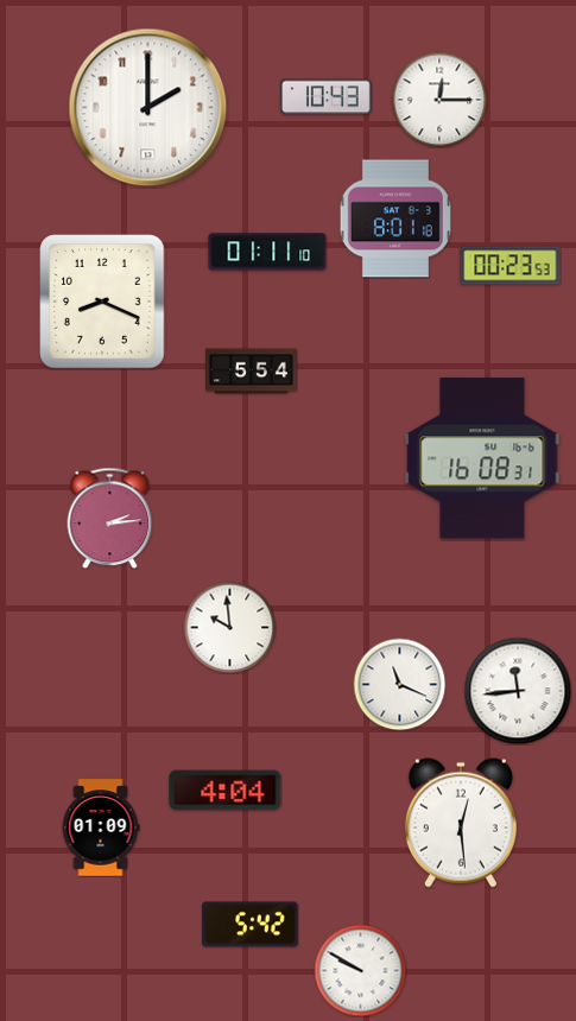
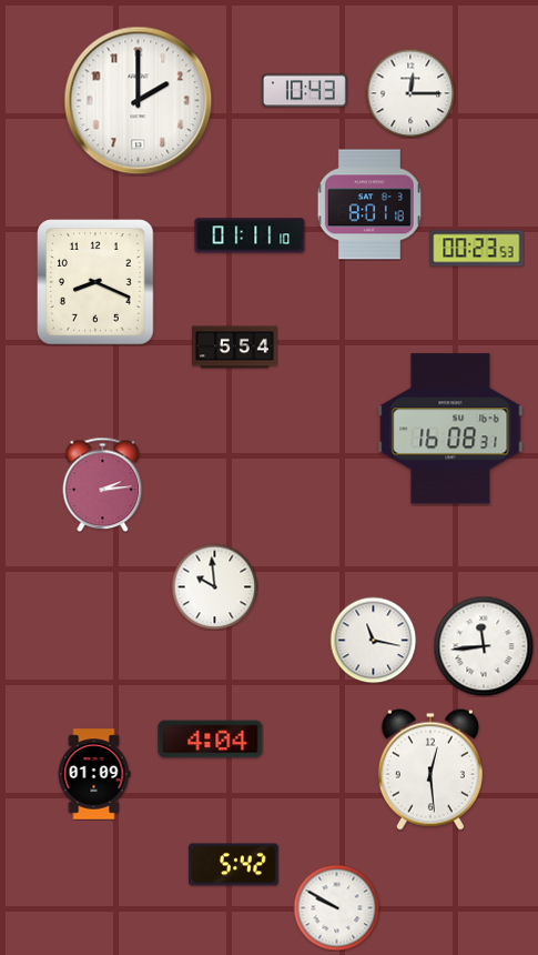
clock at (399, 684): 11:19 -> 11:17
